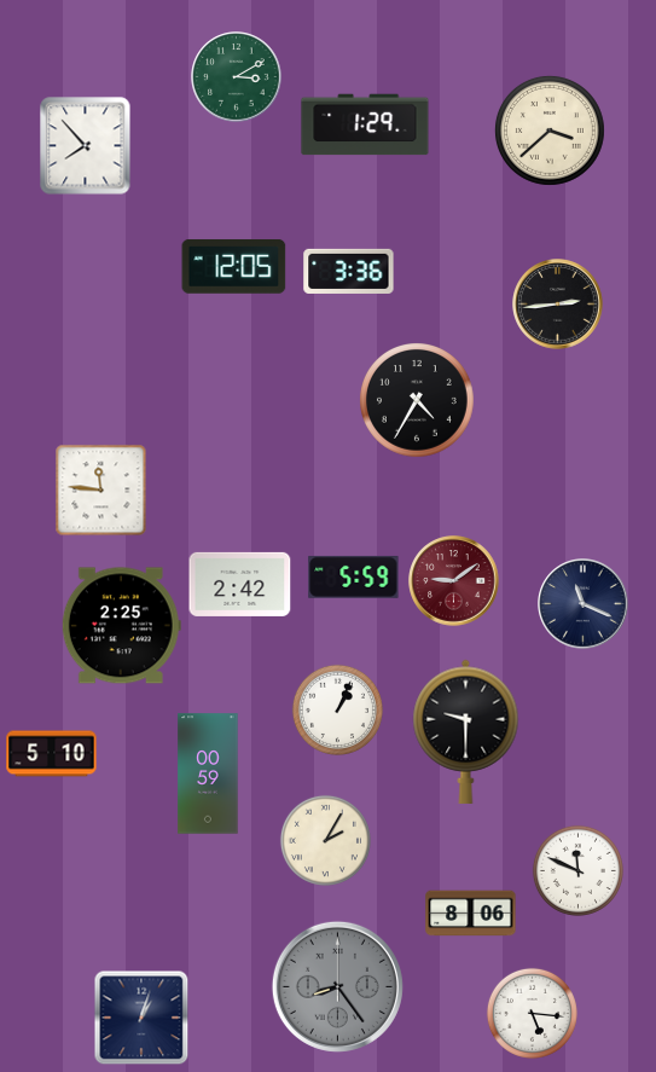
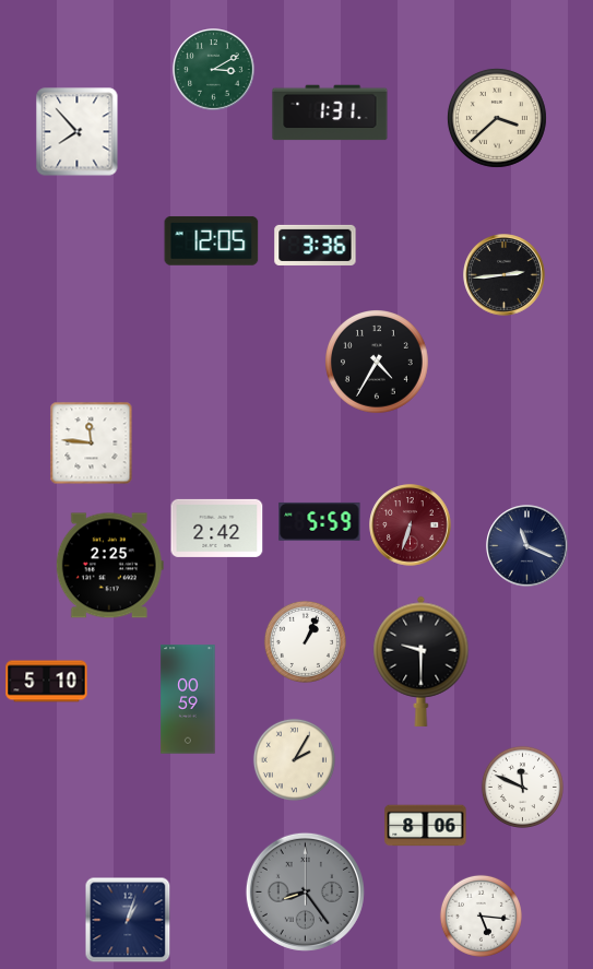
clock at (365, 124): 1:29 -> 1:31
clock at (454, 581): 9:09 -> 6:33
